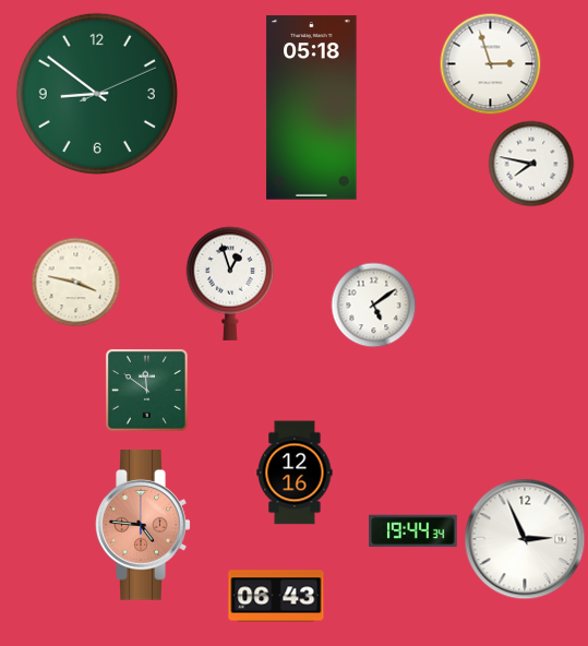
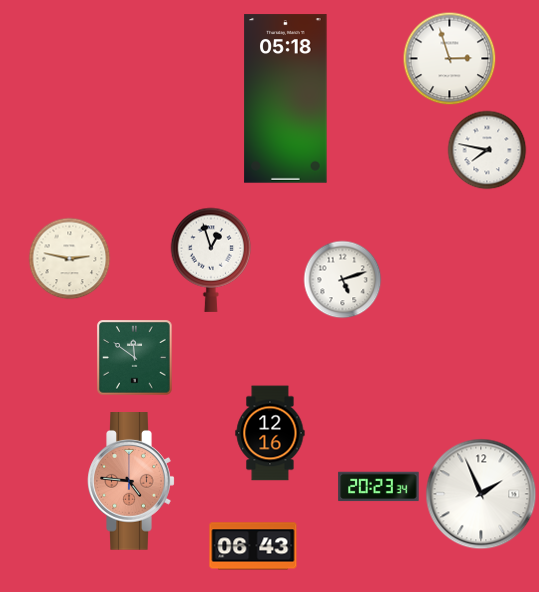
clock at (97, 94): 8:51 -> none
clock at (76, 283): 3:47 -> 2:47
clock at (374, 306): 5:09 -> 5:12
clock at (413, 531): 19:44 -> 20:23
clock at (525, 539): 2:56 -> 1:56
